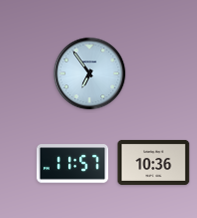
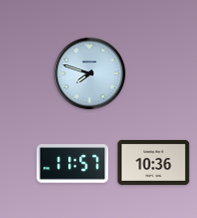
clock at (90, 74): 6:54 -> 7:48
